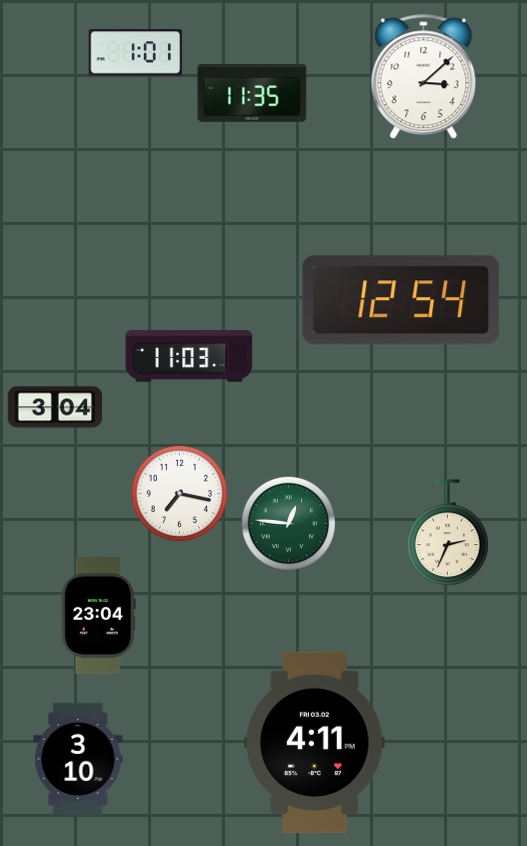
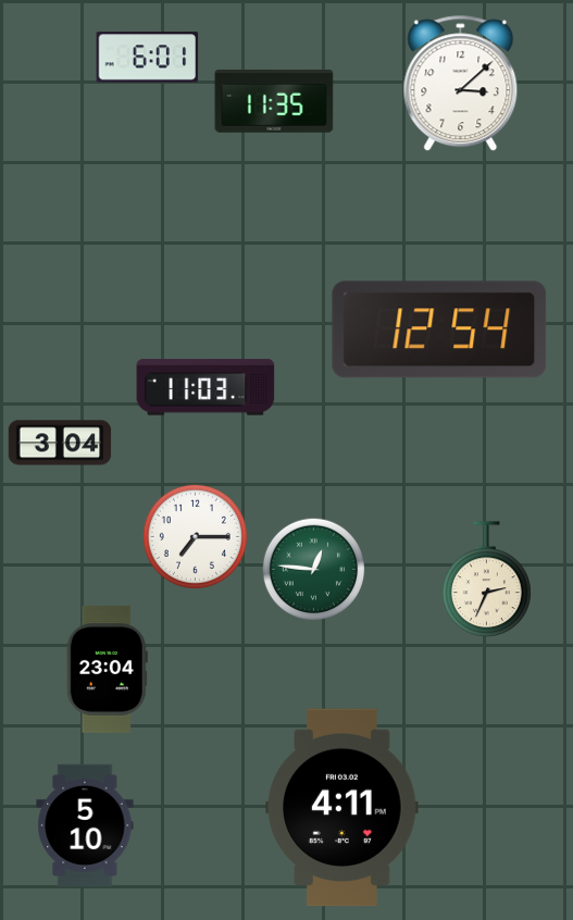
clock at (136, 53): 1:01 -> 6:01
clock at (401, 300) position: (401, 300) -> (439, 330)
clock at (179, 493): 7:17 -> 7:15
clock at (78, 758): 3:10 -> 5:10
